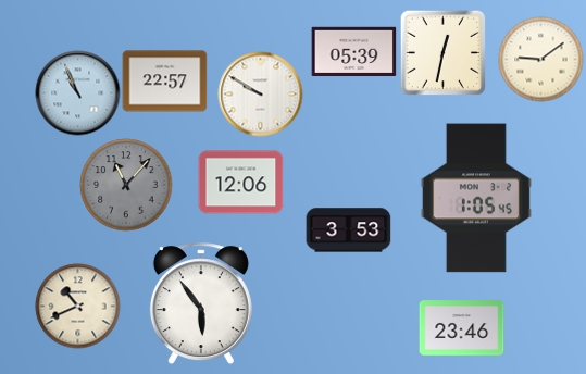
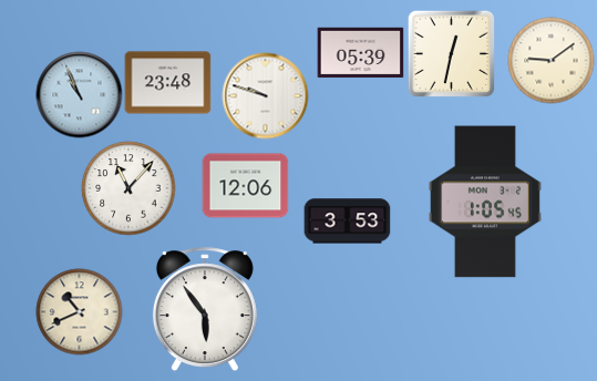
clock at (164, 82): 22:57 -> 23:48
clock at (260, 93): 9:50 -> 9:48
clock at (126, 185) dial: grey -> white
clock at (348, 230) position: (348, 230) -> (347, 222)
clock at (461, 328): 23:46 -> none
